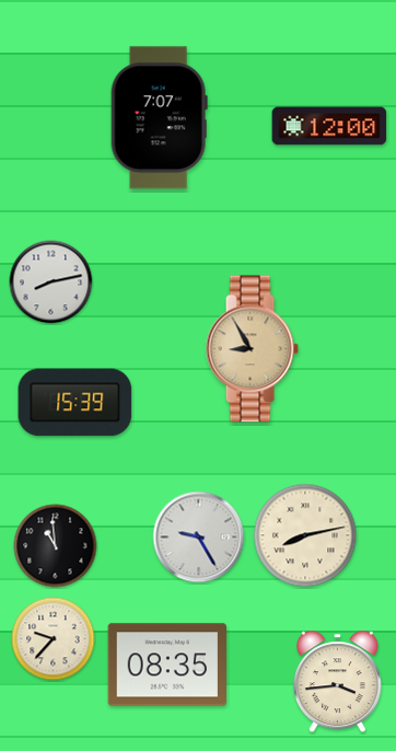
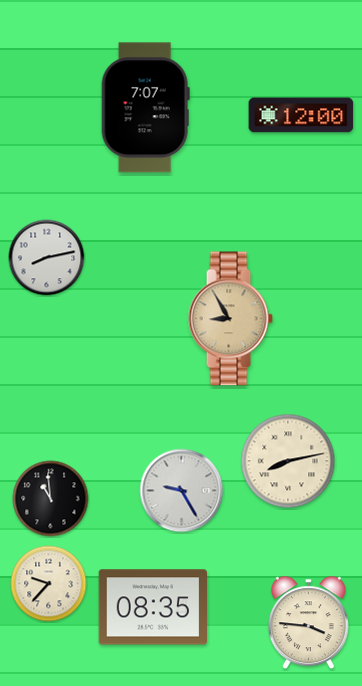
clock at (75, 403): 15:39 -> none
clock at (305, 535) position: (305, 535) -> (288, 461)
clock at (337, 682): 3:44 -> 3:46
